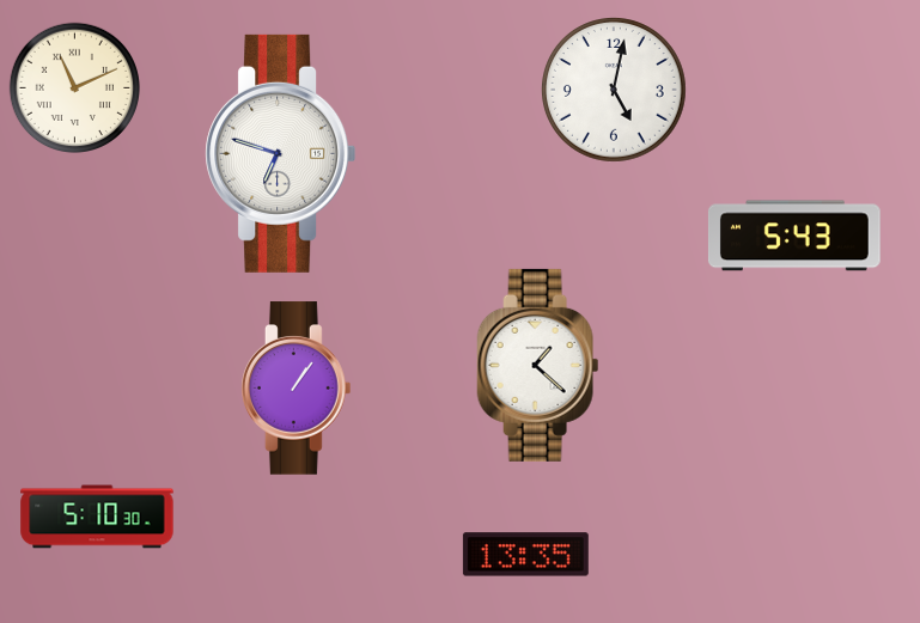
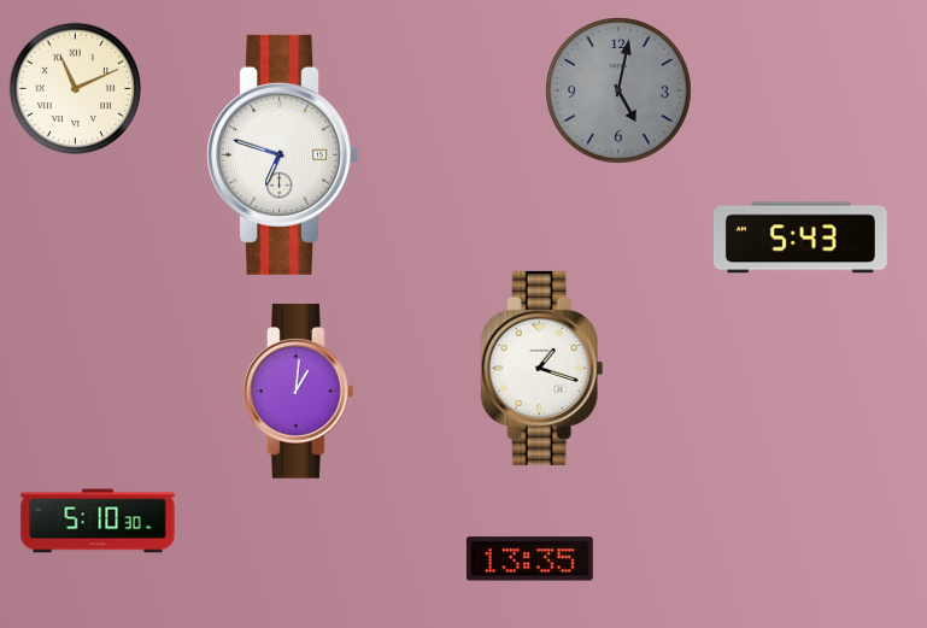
clock at (615, 91) dial: white -> grey
clock at (538, 365): 1:22 -> 1:18
clock at (297, 389): 1:06 -> 1:01
